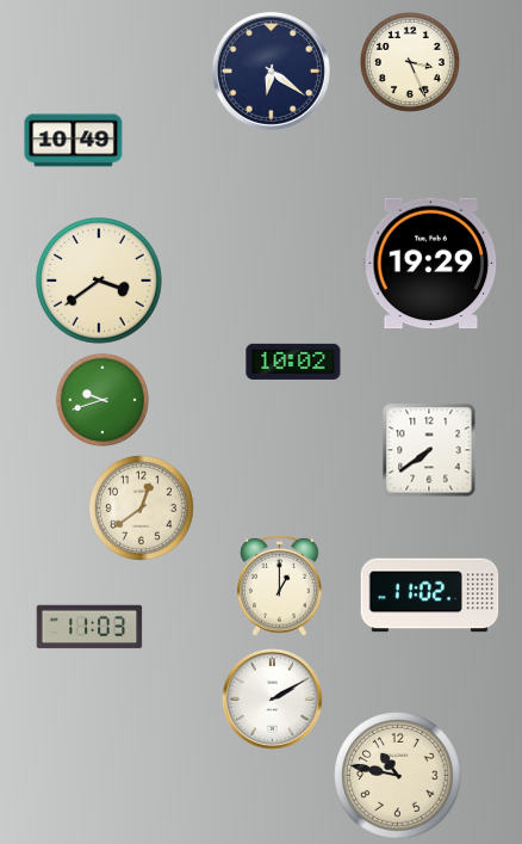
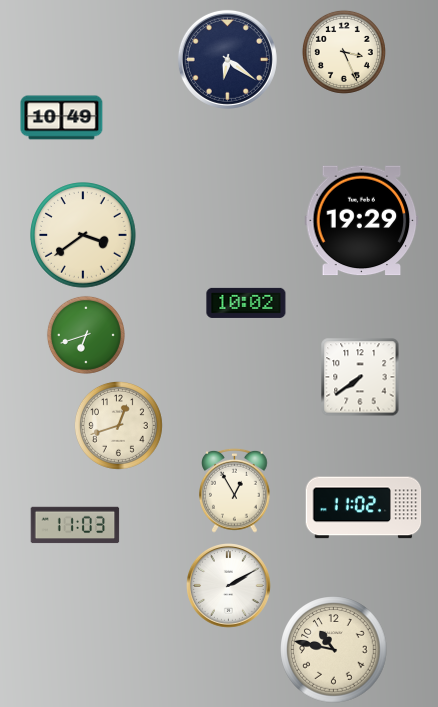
clock at (102, 400): 9:42 -> 6:42
clock at (141, 507): 12:39 -> 12:42
clock at (280, 585): 1:00 -> 12:55
clock at (430, 596) position: (430, 596) -> (364, 508)
